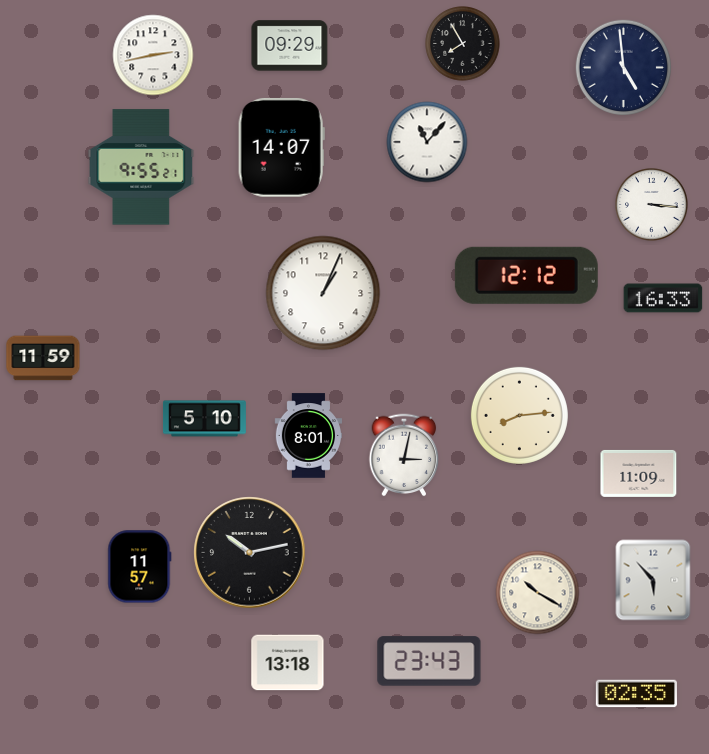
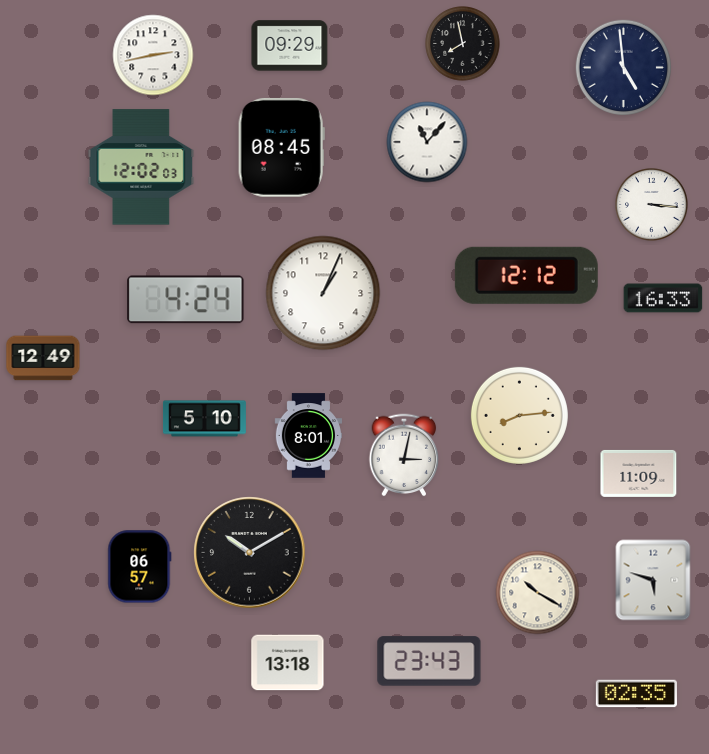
clock at (463, 44): 7:55 -> 7:58
clock at (281, 147): 14:07 -> 08:45
clock at (141, 167): 9:55 -> 12:02
clock at (186, 300): none -> 4:24
clock at (43, 358): 11:59 -> 12:49
clock at (250, 553): 10:13 -> 10:10
clock at (140, 567): 11:57 -> 06:57
clock at (653, 580): 5:53 -> 5:48
